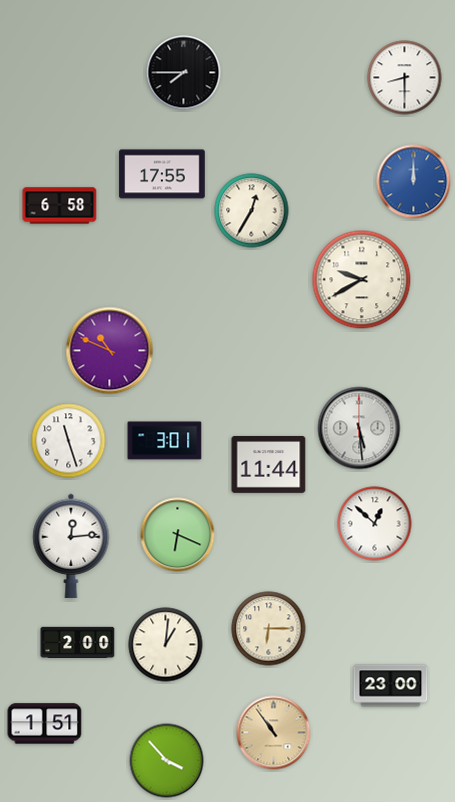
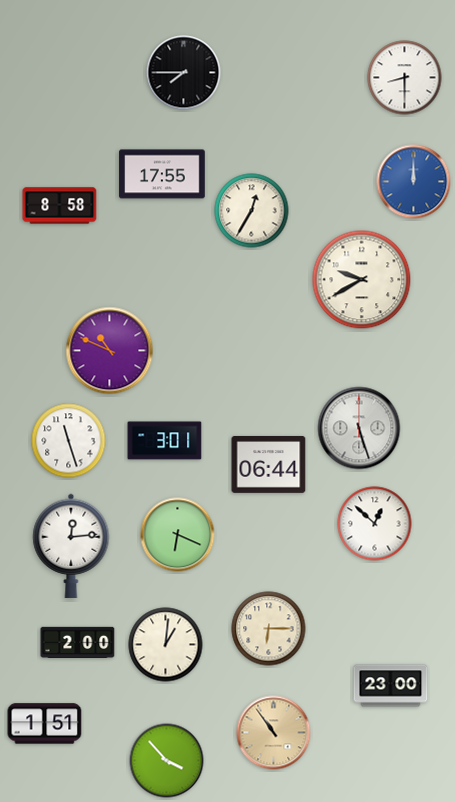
clock at (60, 206): 6:58 -> 8:58
clock at (359, 428): 5:29 -> 5:27
clock at (269, 464): 11:44 -> 06:44
